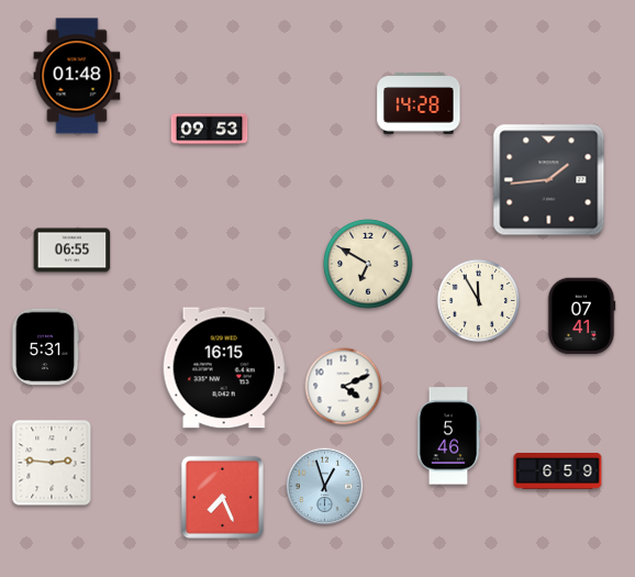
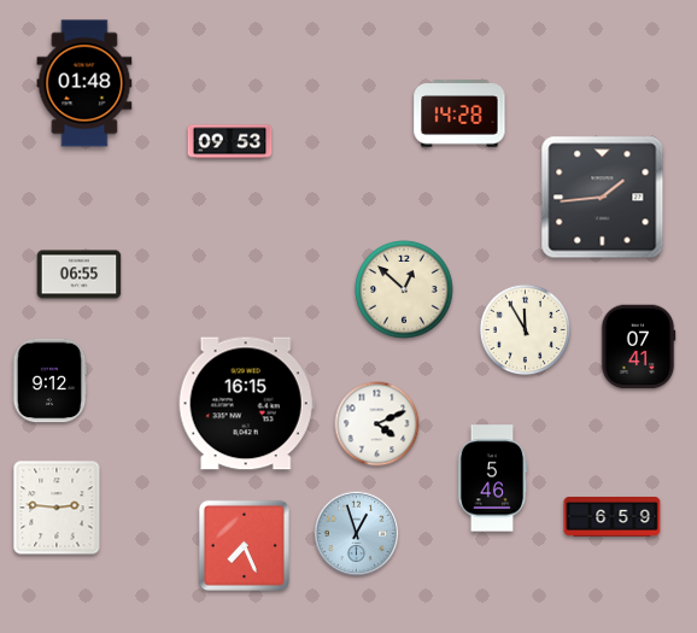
clock at (368, 264): 6:50 -> 12:52
clock at (45, 347): 5:31 -> 9:12
